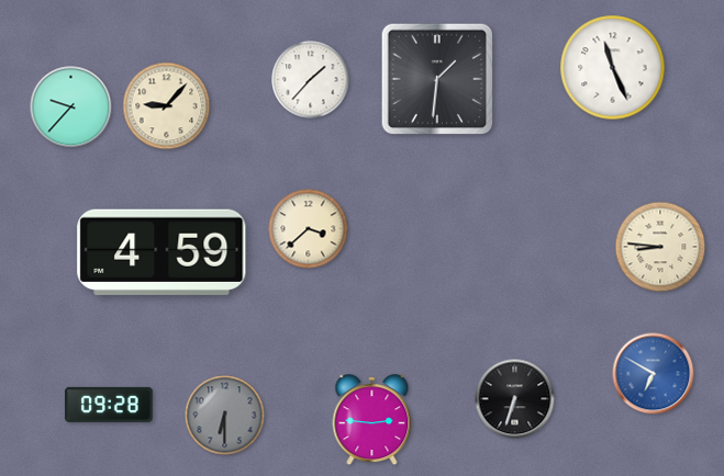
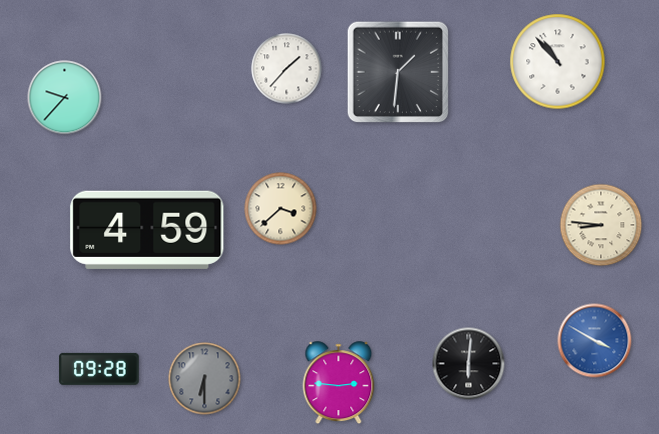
clock at (613, 68): 11:26 -> 10:53
clock at (311, 80) position: (311, 80) -> (287, 69)
clock at (167, 106): 9:07 -> none
clock at (654, 374): 6:50 -> 3:50
clock at (515, 399): 6:33 -> 6:01
